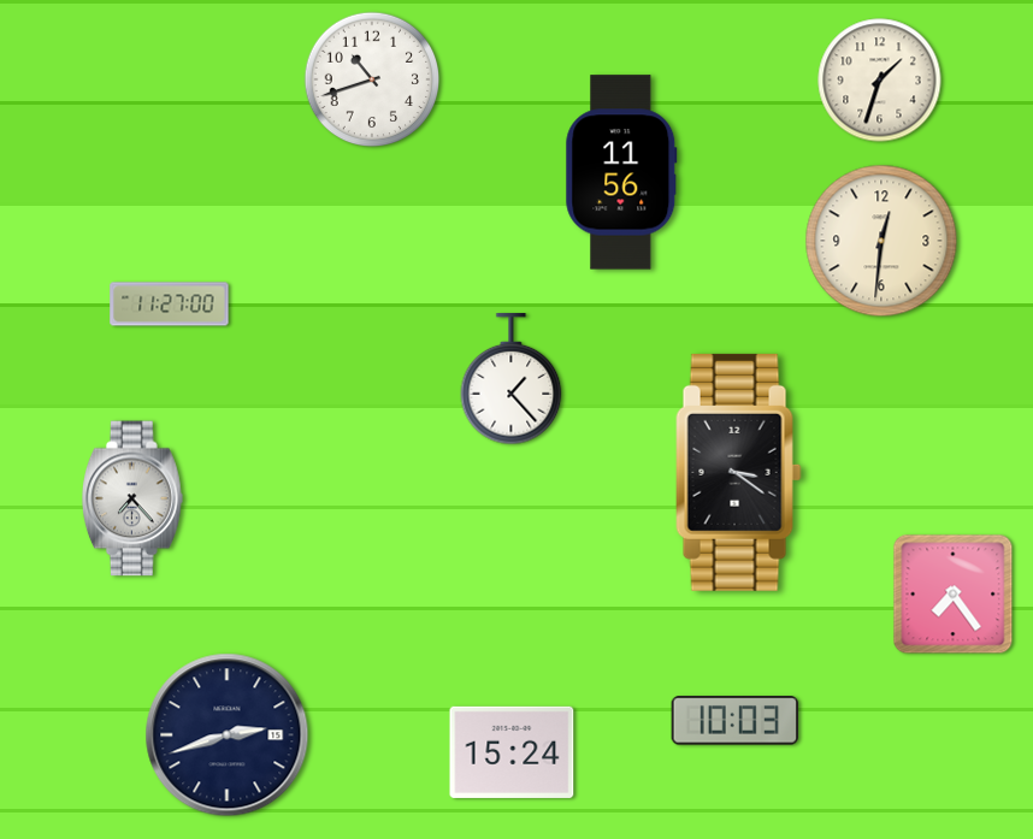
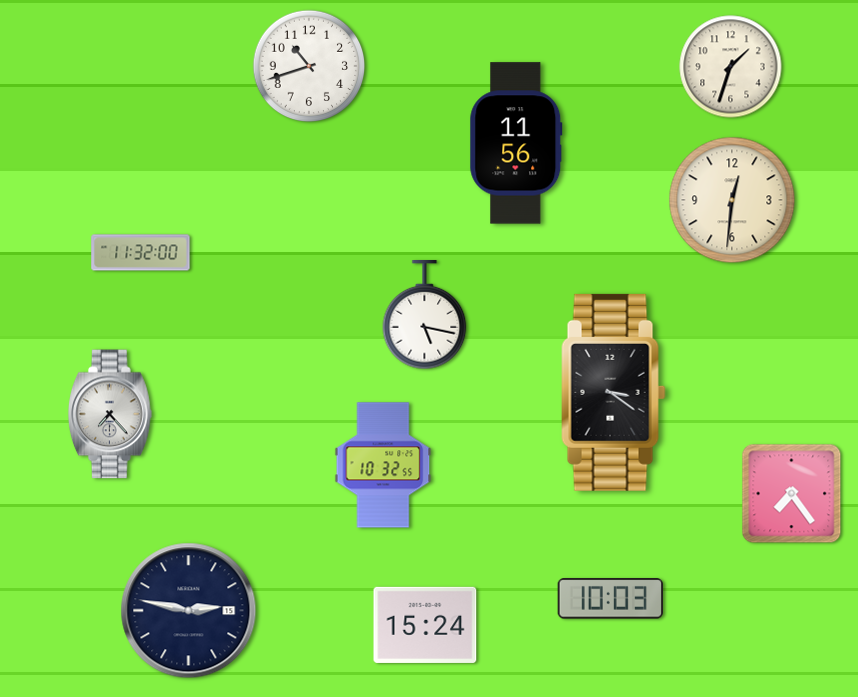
clock at (170, 305): 11:27 -> 11:32
clock at (512, 380): 1:23 -> 5:17
clock at (383, 465): none -> 10:32
clock at (228, 735): 2:42 -> 2:47
